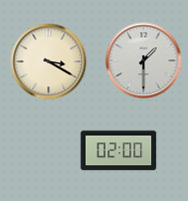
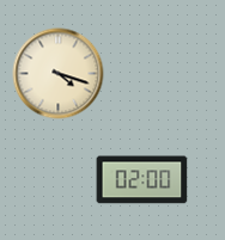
clock at (144, 61): 1:30 -> none
clock at (49, 62): 3:20 -> 4:18
